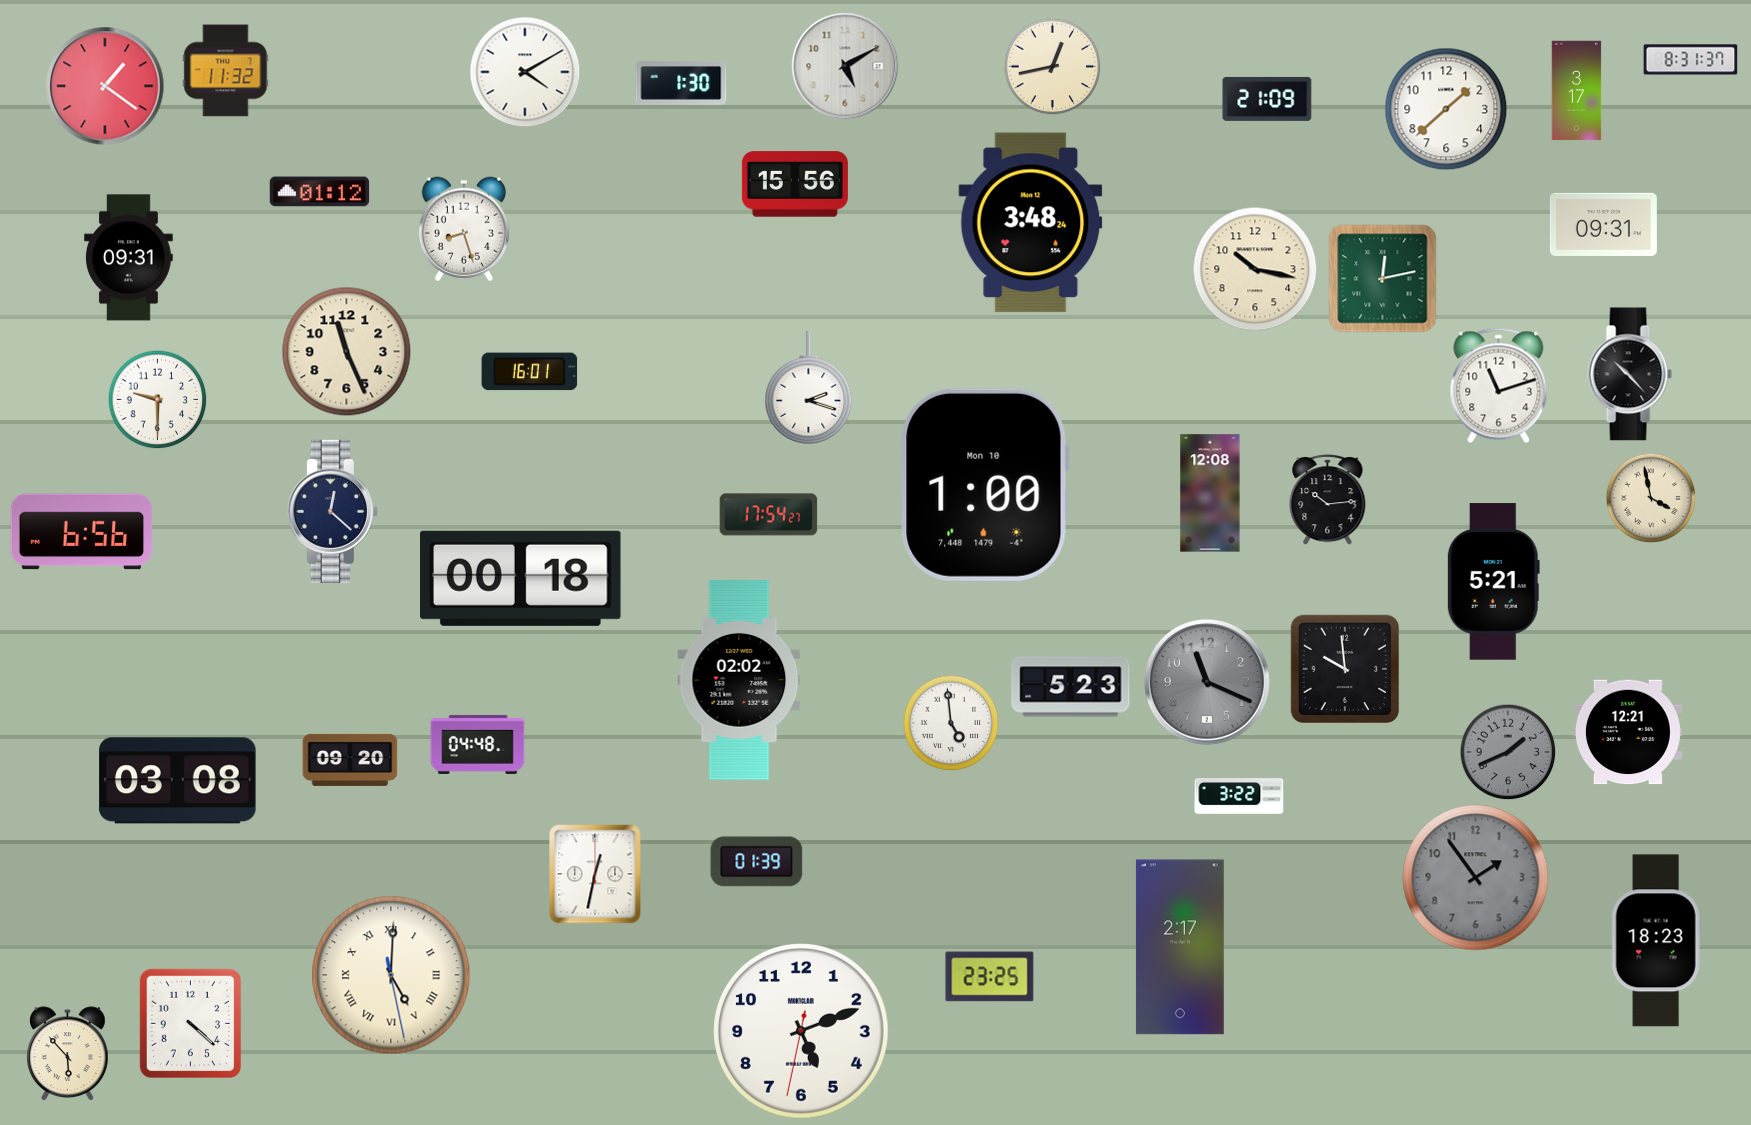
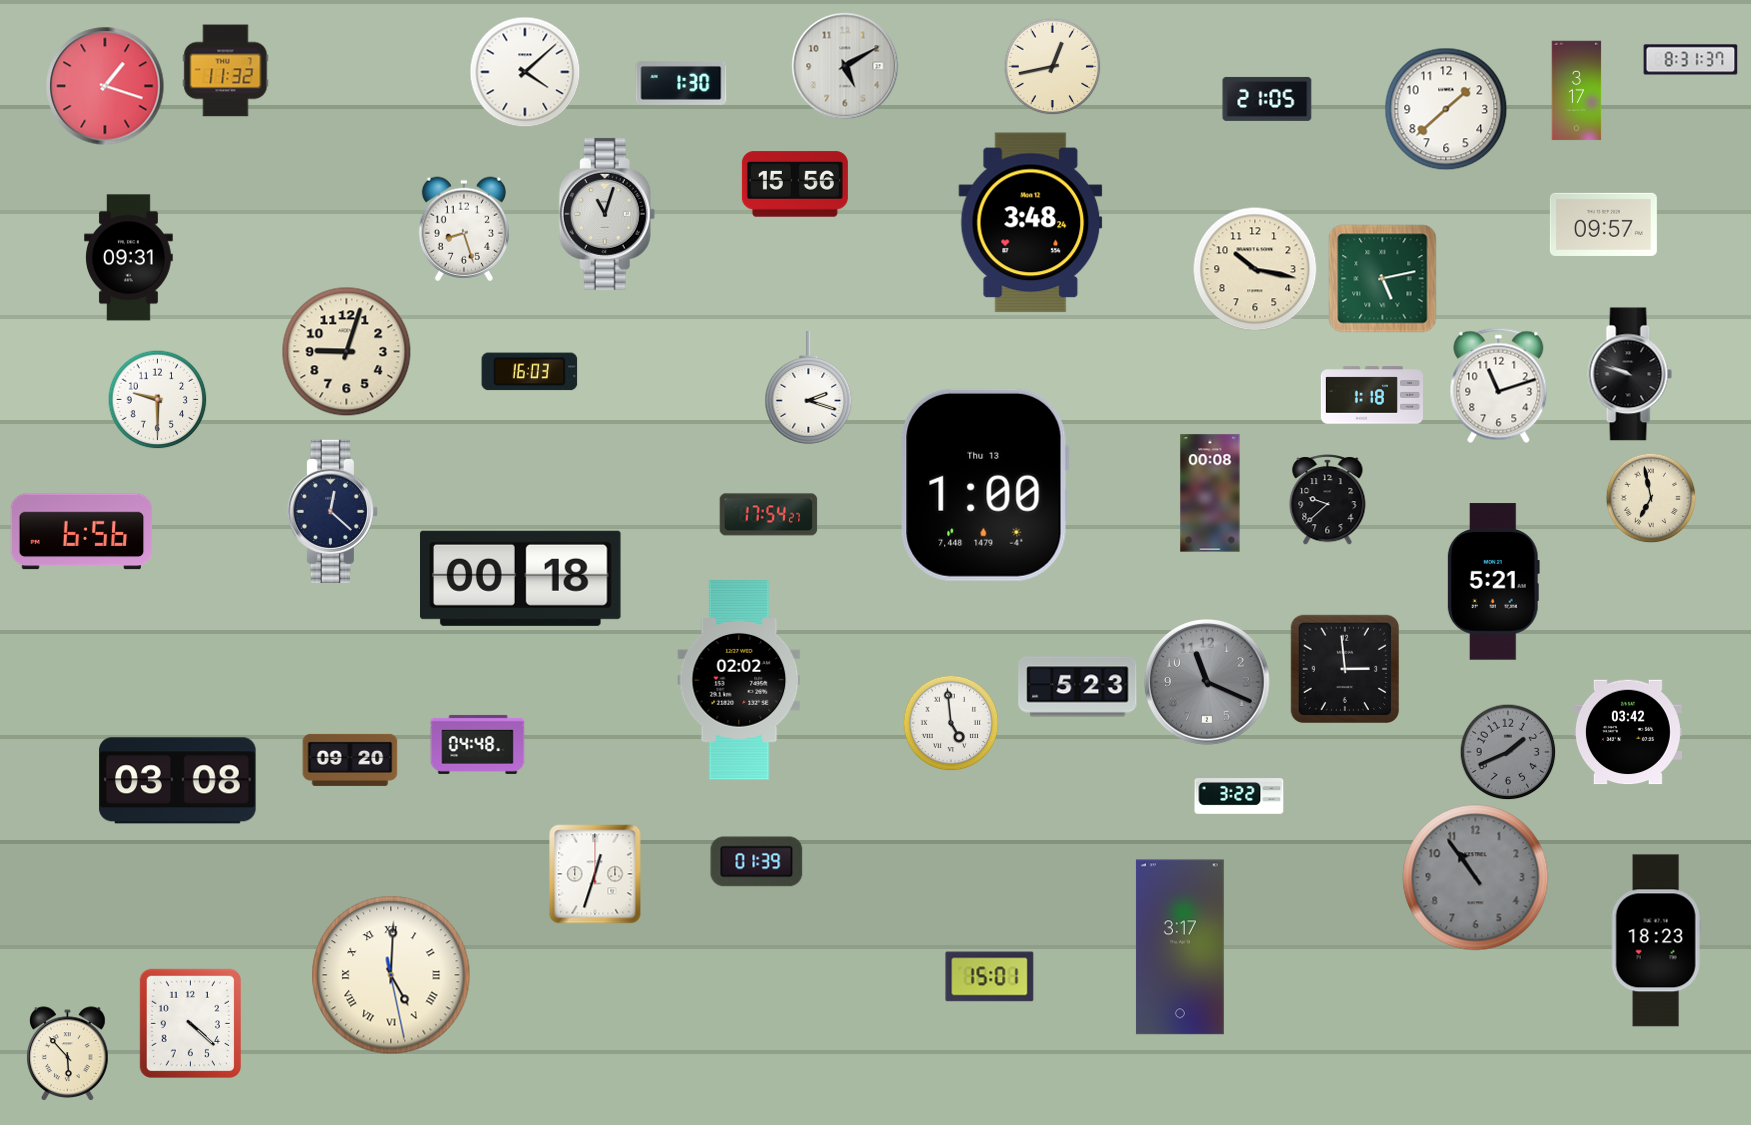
clock at (525, 72): 4:10 -> 4:08
clock at (105, 86): 1:21 -> 1:18
clock at (1267, 99): 21:09 -> 21:05
clock at (320, 192): 01:12 -> none
clock at (607, 214): none -> 11:03
clock at (1603, 224): 09:31 -> 09:57
clock at (1383, 279): 12:13 -> 5:13
clock at (347, 352): 11:26 -> 9:03
clock at (530, 372): 16:01 -> 16:03
clock at (1630, 374): 10:23 -> 9:48
clock at (1371, 395): none -> 1:18
clock at (985, 485) date: Mon 10 -> Thu 13
clock at (1210, 493): 12:08 -> 00:08
clock at (1651, 498): 3:58 -> 6:58
clock at (1328, 500): 10:14 -> 9:38
clock at (1344, 668): 9:59 -> 2:59
clock at (1071, 687) position: (1071, 687) -> (1078, 687)
clock at (1628, 732): 12:21 -> 03:42
clock at (595, 874): 12:32 -> 12:33
clock at (1476, 878): 1:54 -> 10:54
clock at (1180, 947): 2:17 -> 3:17
clock at (990, 977): 23:25 -> 15:01
clock at (802, 1032): 5:11 -> none
